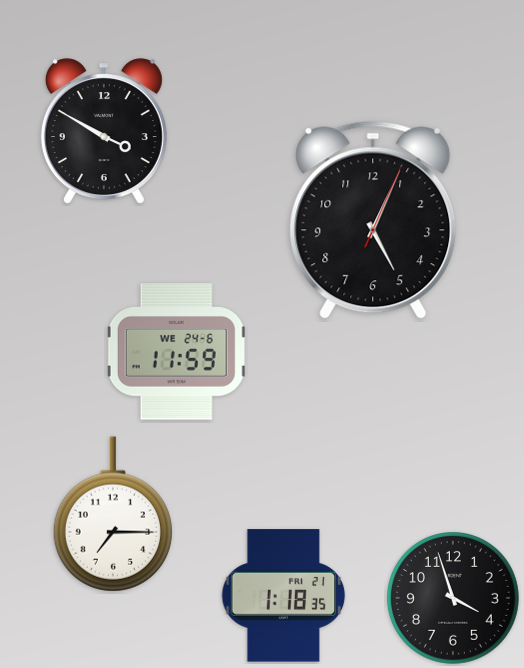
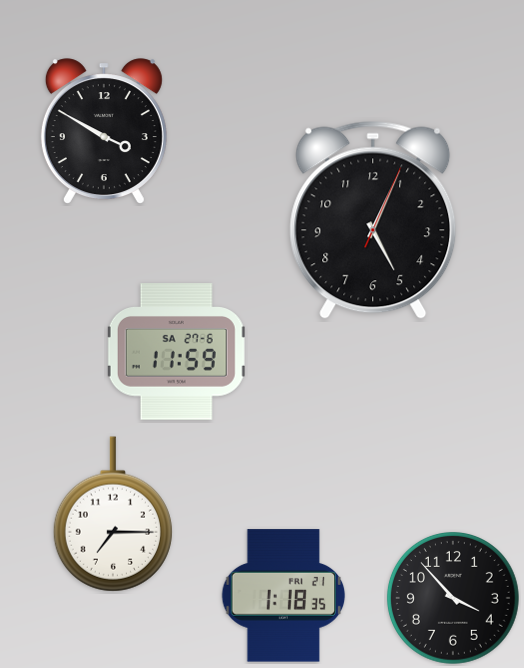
clock at (176, 352) date: WE 24-6 -> SA 27-6
clock at (453, 598): 3:57 -> 3:53
